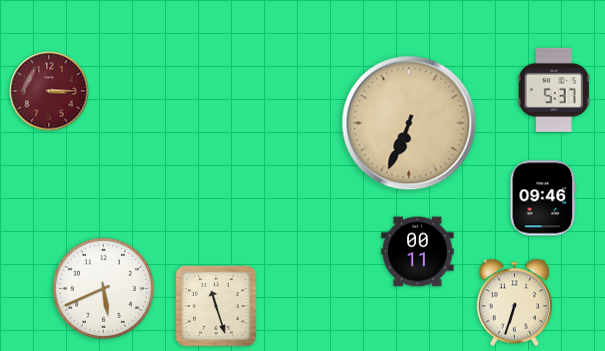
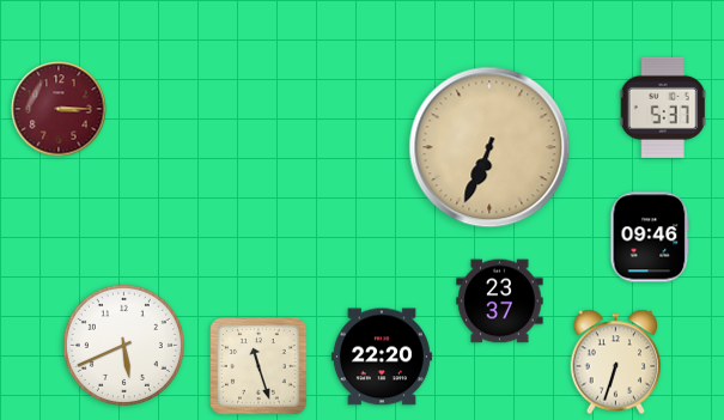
clock at (418, 252): 00:11 -> 23:37
clock at (382, 357): none -> 22:20
